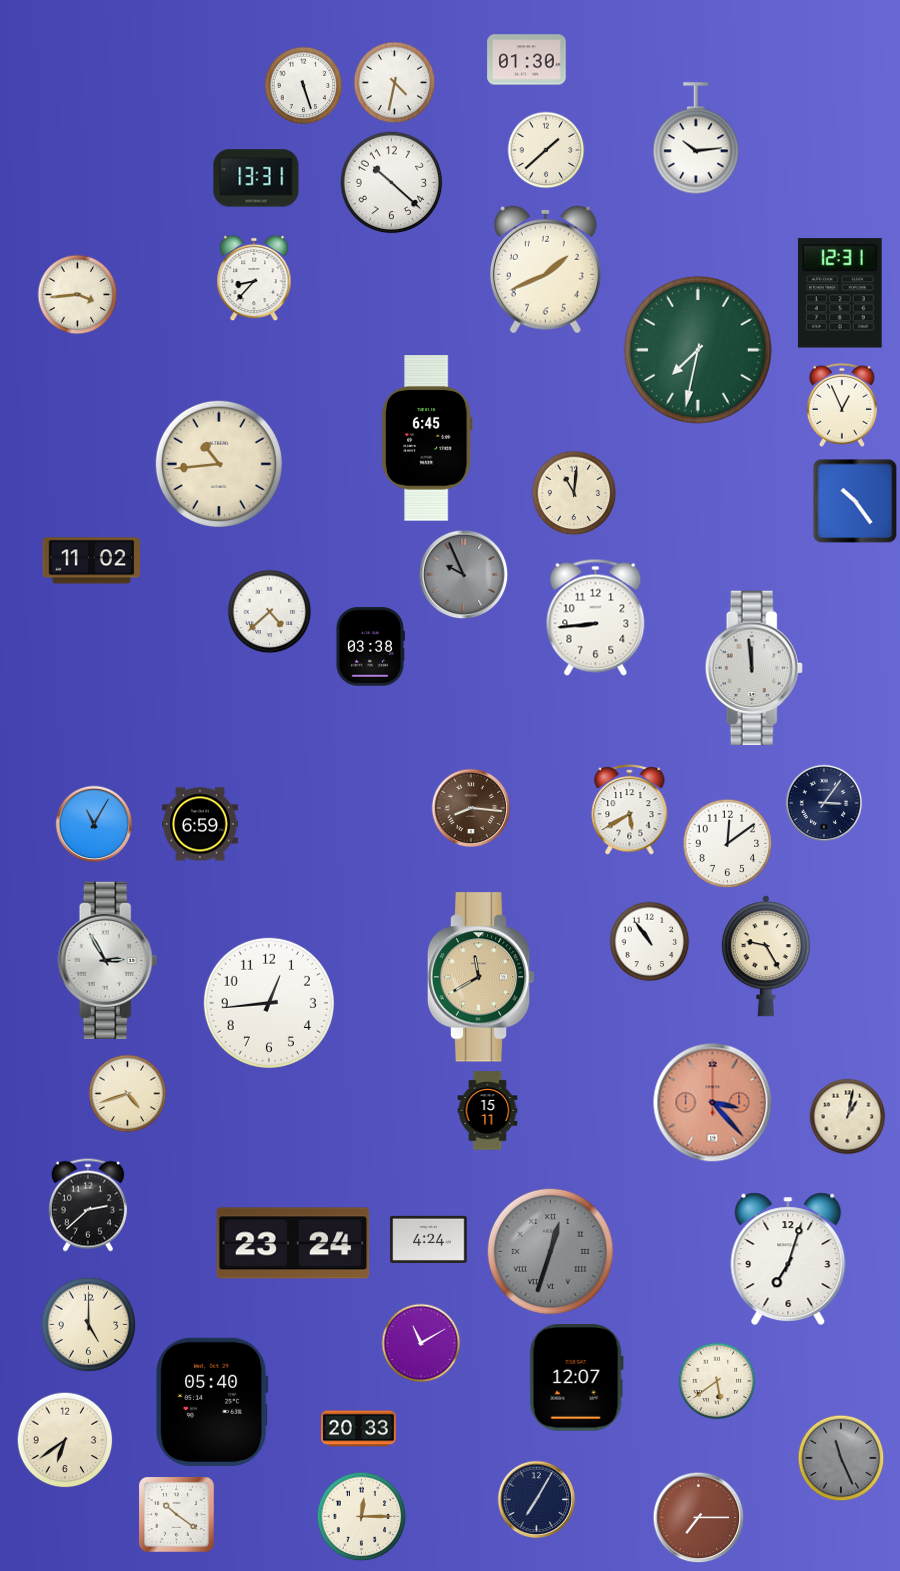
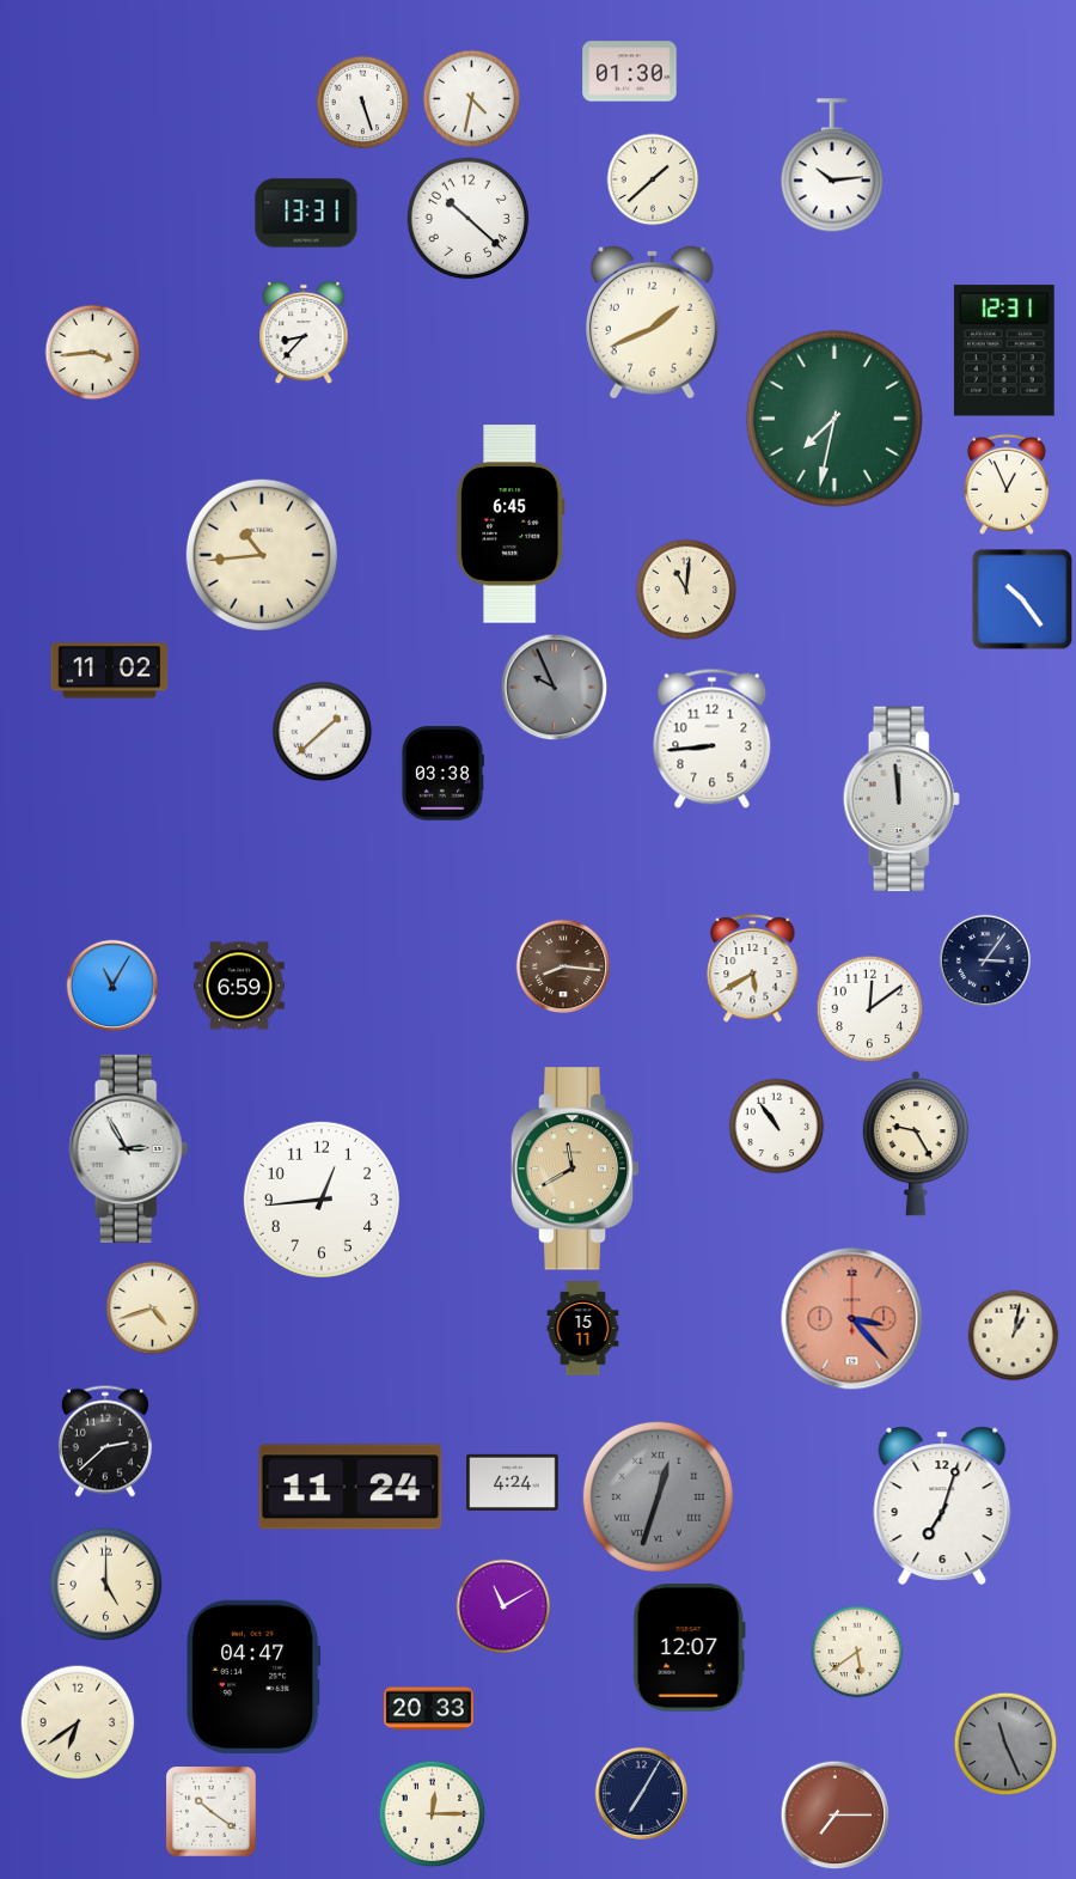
clock at (270, 612): 4:38 -> 1:38
clock at (293, 1243): 23:24 -> 11:24
clock at (213, 1402): 05:40 -> 04:47
